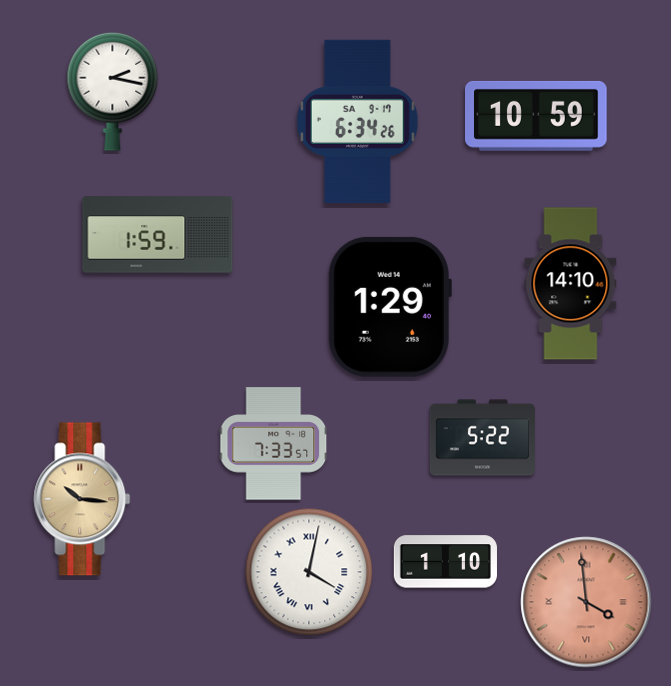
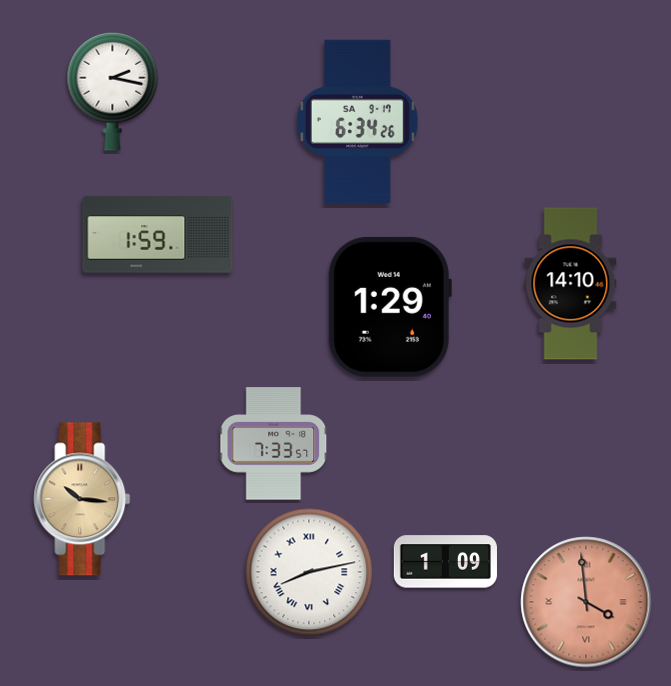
clock at (537, 116): 10:59 -> none
clock at (482, 438): 5:22 -> none
clock at (445, 562): 1:10 -> 1:09
clock at (309, 572): 4:02 -> 8:13
